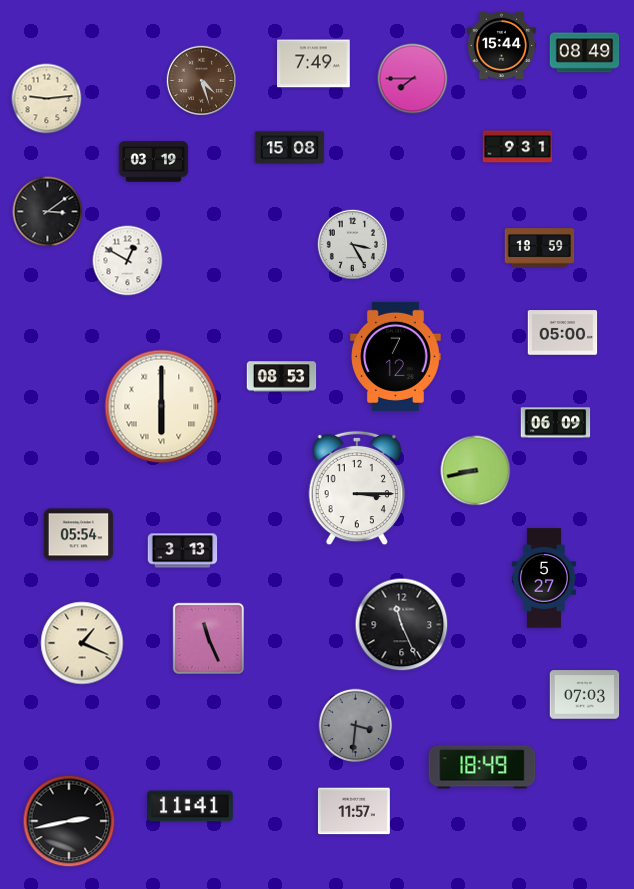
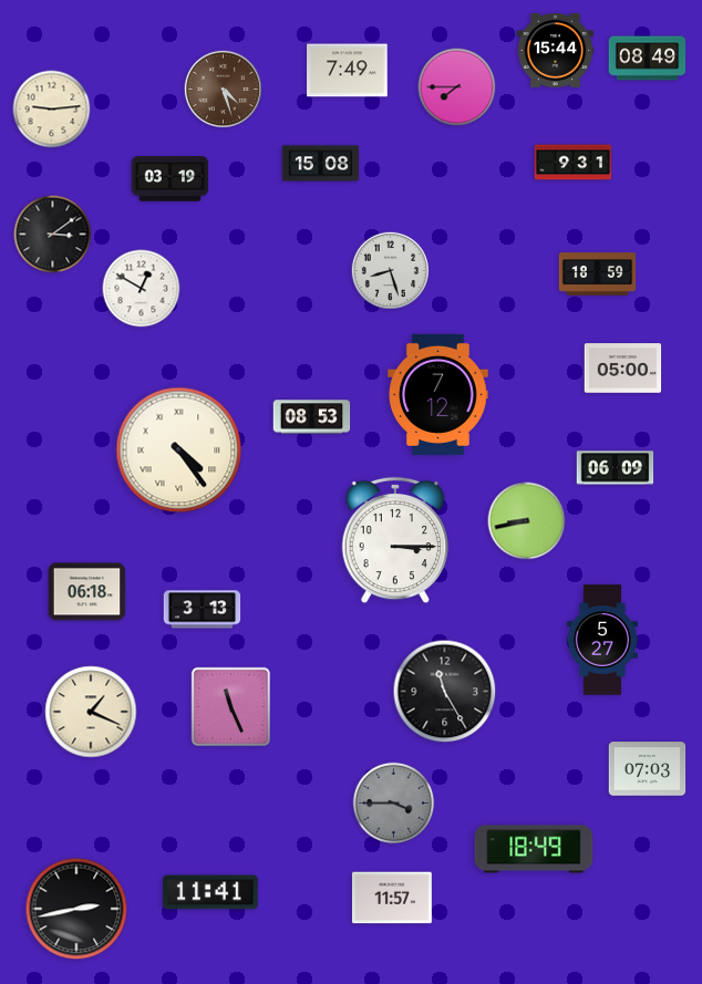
clock at (352, 244): 3:25 -> 8:27
clock at (162, 407): 6:00 -> 4:24
clock at (79, 535): 05:54 -> 06:18
clock at (402, 625): 11:26 -> 11:25
clock at (356, 726): 3:31 -> 3:45
